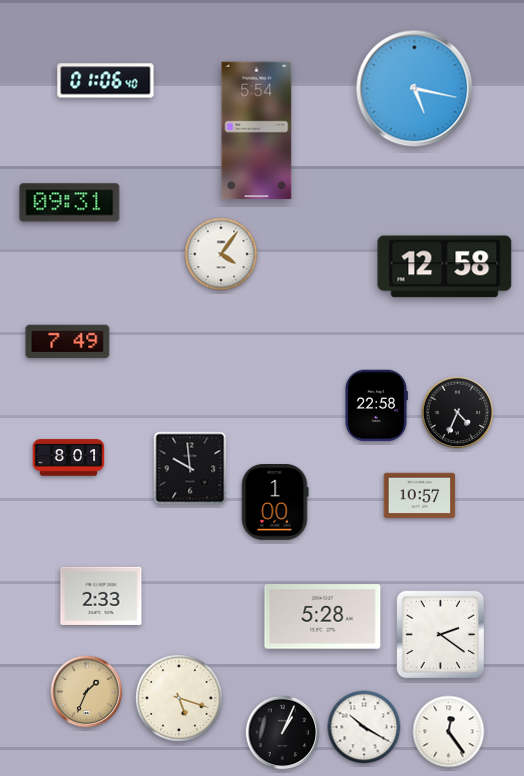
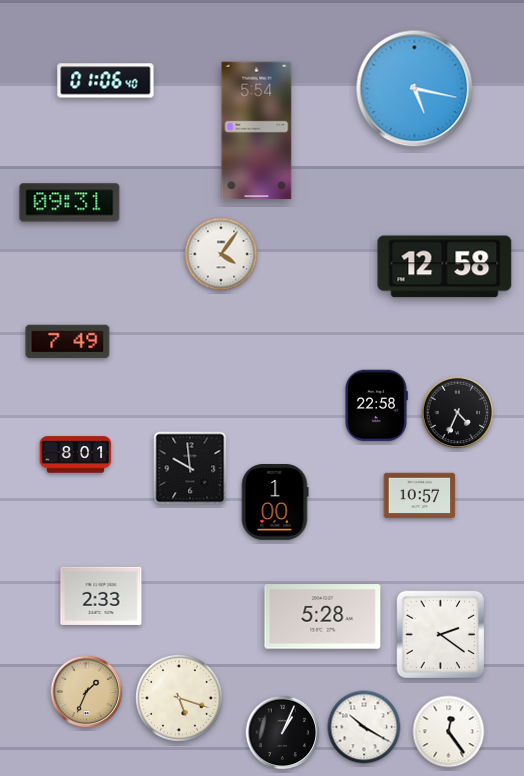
clock at (69, 458) position: (69, 458) -> (76, 455)
